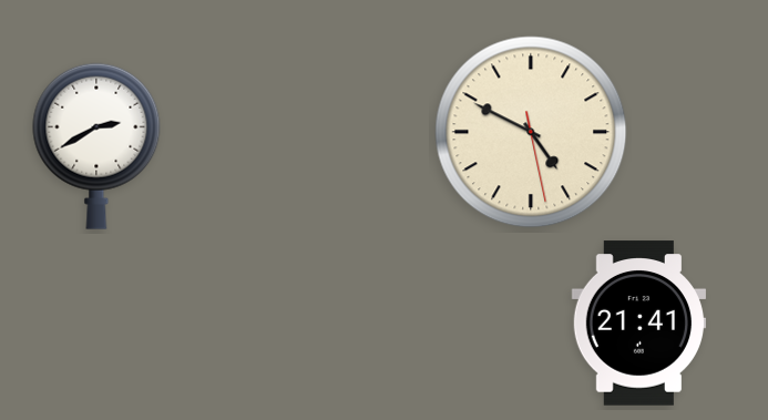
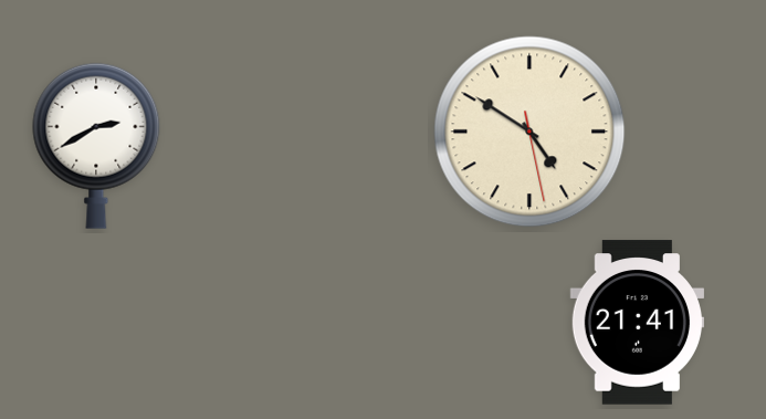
clock at (531, 132): 4:49 -> 4:50
